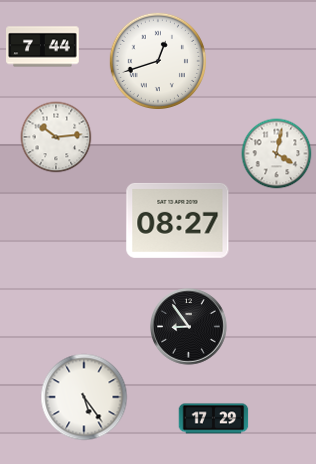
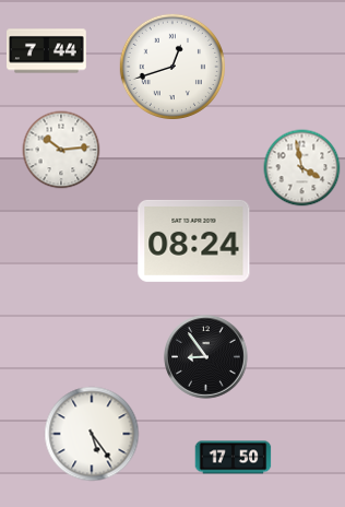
clock at (277, 154): 4:02 -> 3:58
clock at (178, 220): 08:27 -> 08:24
clock at (214, 419): 17:29 -> 17:50
